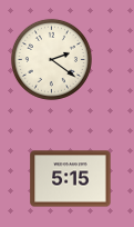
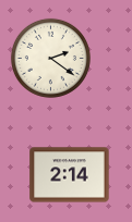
clock at (71, 179): 5:15 -> 2:14
